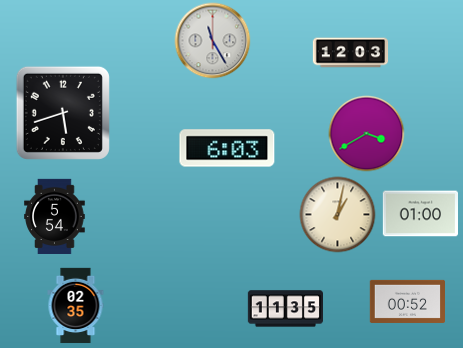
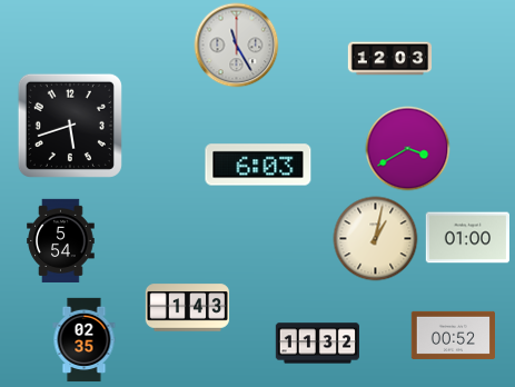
clock at (227, 148) position: (227, 148) -> (258, 165)
clock at (188, 308): none -> 1:43
clock at (286, 309): 11:35 -> 11:32
